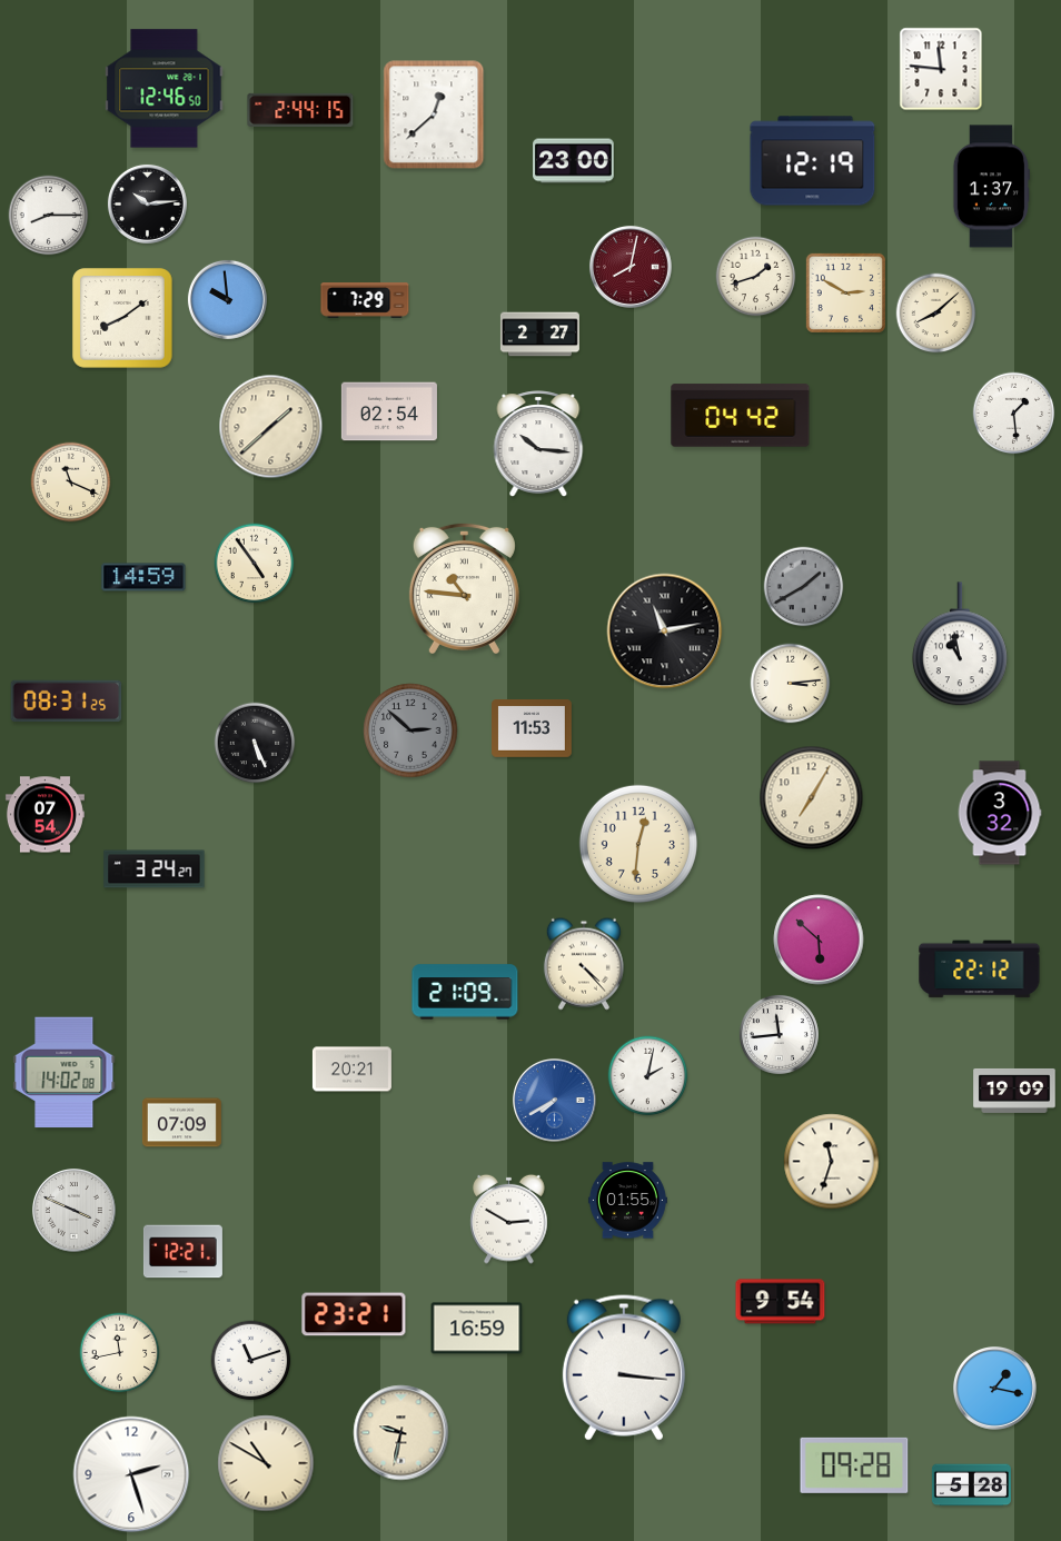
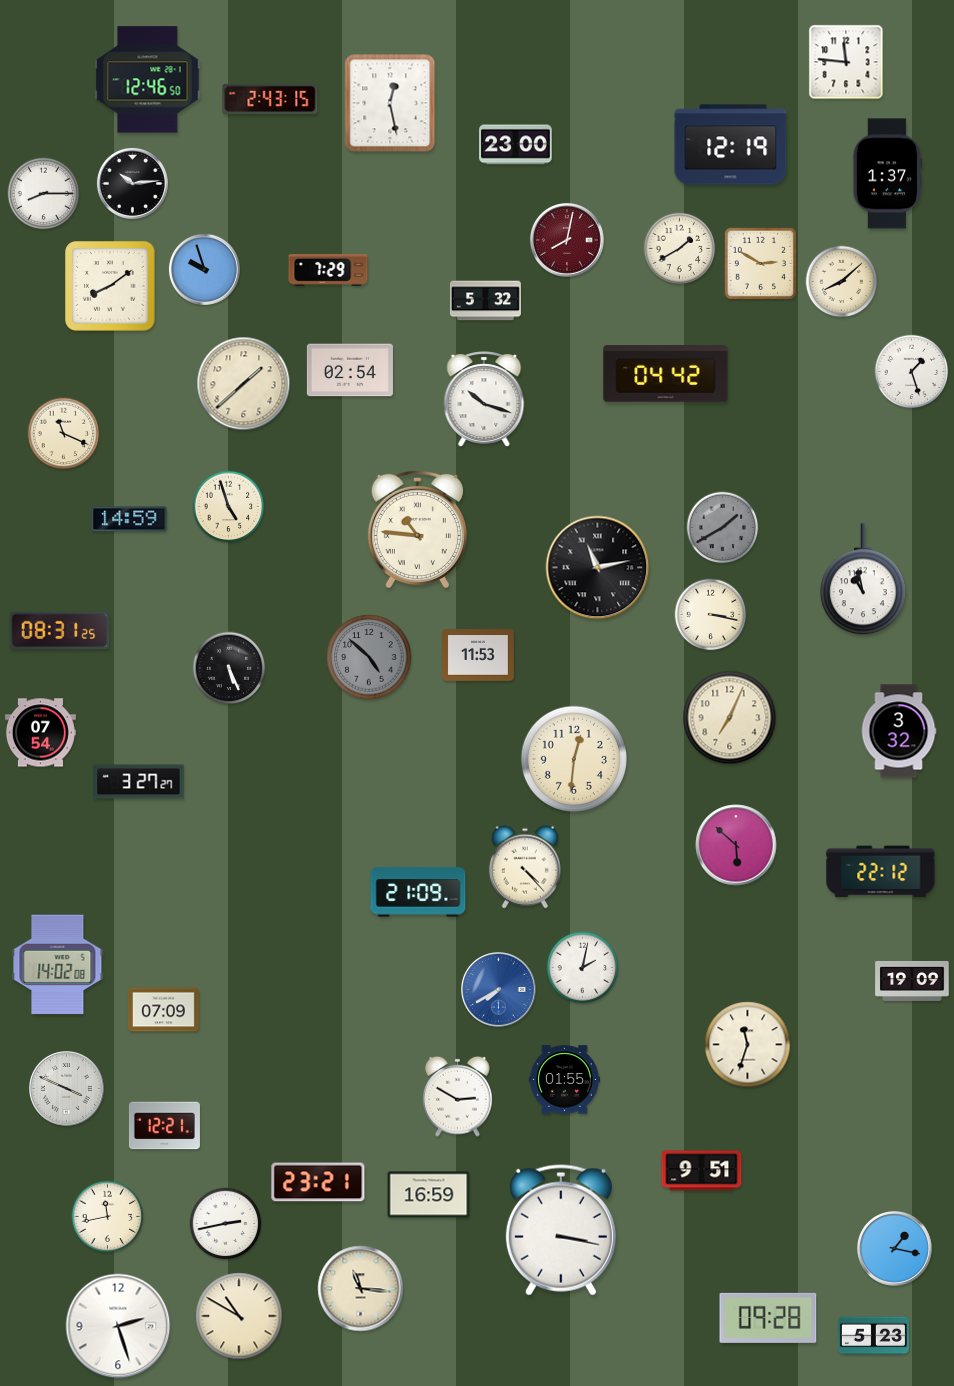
clock at (300, 110): 2:44 -> 2:43
clock at (434, 115): 12:38 -> 12:28
clock at (991, 187) position: (991, 187) -> (887, 174)
clock at (756, 277): 1:42 -> 1:40
clock at (227, 299): 9:59 -> 9:57
clock at (539, 335): 2:27 -> 5:32
clock at (1014, 414): 1:29 -> 1:27
clock at (538, 444): 10:16 -> 10:18
clock at (255, 564): 4:54 -> 4:57
clock at (791, 684): 3:14 -> 3:17
clock at (410, 730): 2:52 -> 4:52
clock at (812, 798): 7:05 -> 7:04
clock at (155, 869): 3:24 -> 3:27
clock at (779, 1034): 11:44 -> none
clock at (351, 1070): 20:21 -> none
clock at (781, 1302): 9:54 -> 9:51
clock at (251, 1361): 11:12 -> 2:43
clock at (624, 1368): 3:16 -> 3:17
clock at (401, 1433): 9:32 -> 11:16
clock at (971, 1485): 5:28 -> 5:23
